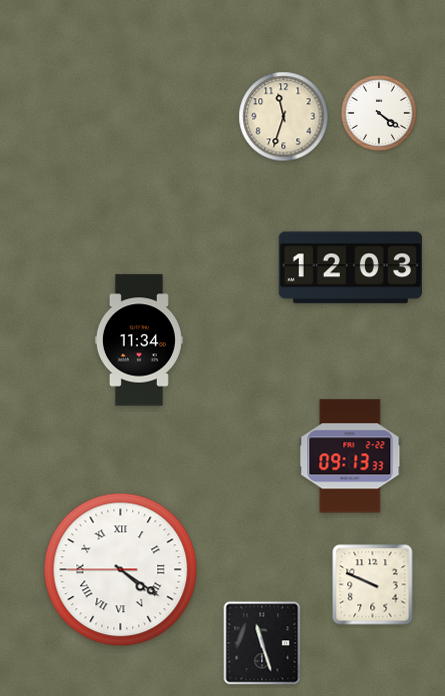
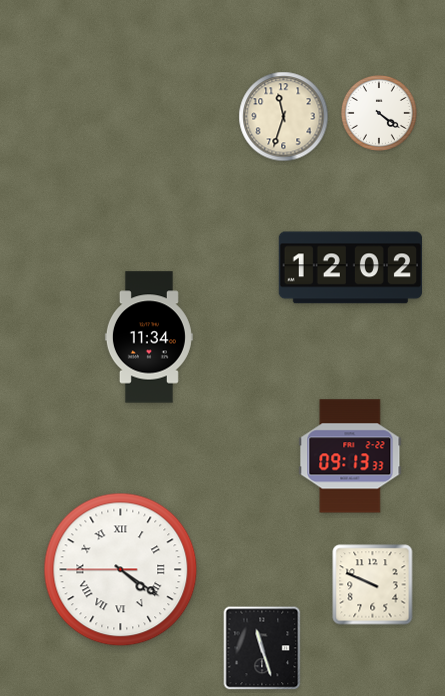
clock at (350, 268): 12:03 -> 12:02
clock at (139, 340) position: (139, 340) -> (149, 337)
clock at (262, 643) position: (262, 643) -> (262, 648)
